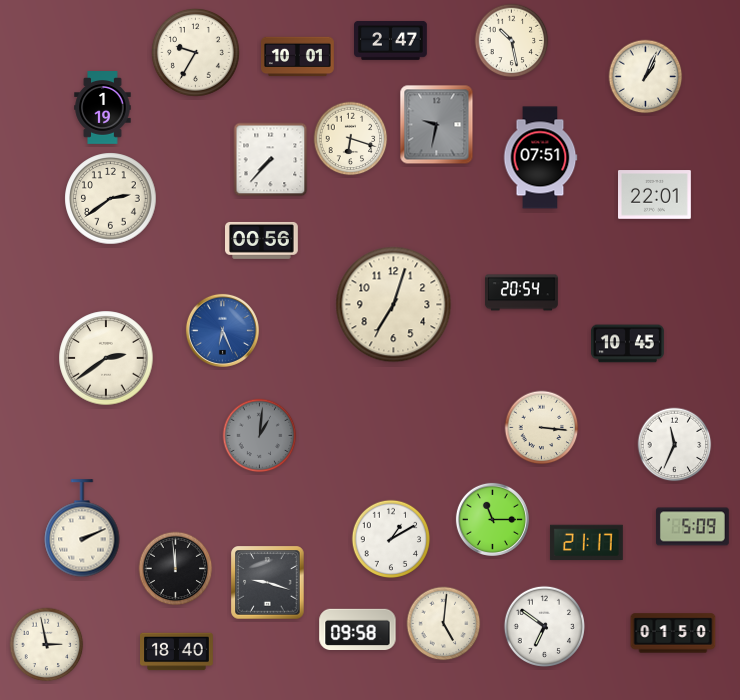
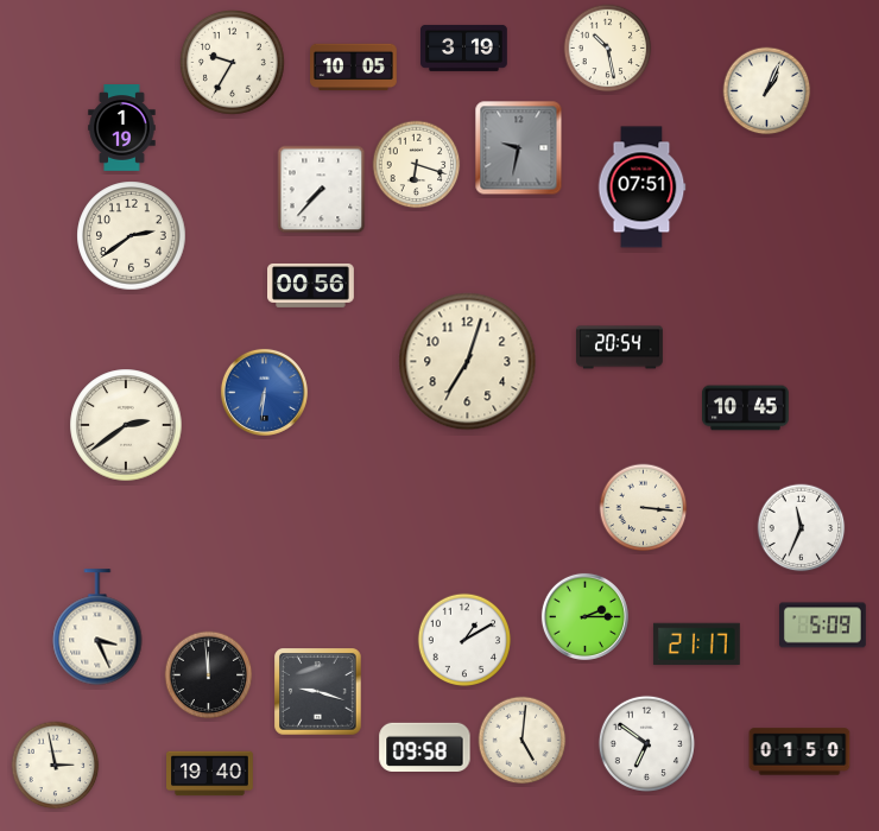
clock at (391, 40): 2:47 -> 3:19
clock at (298, 57): 10:01 -> 10:05
clock at (655, 195): 22:01 -> none
clock at (222, 330): 6:26 -> 6:31
clock at (260, 436): 1:01 -> none
clock at (492, 519): 11:15 -> 2:15
clock at (82, 528): 2:11 -> 3:26
clock at (444, 624) position: (444, 624) -> (523, 741)
clock at (177, 652): 18:40 -> 19:40
